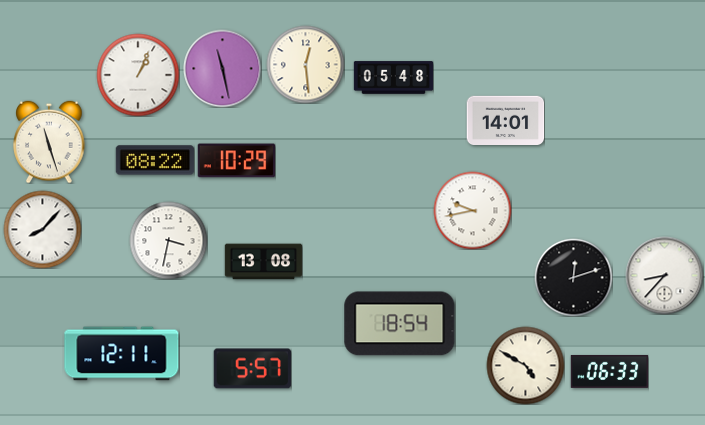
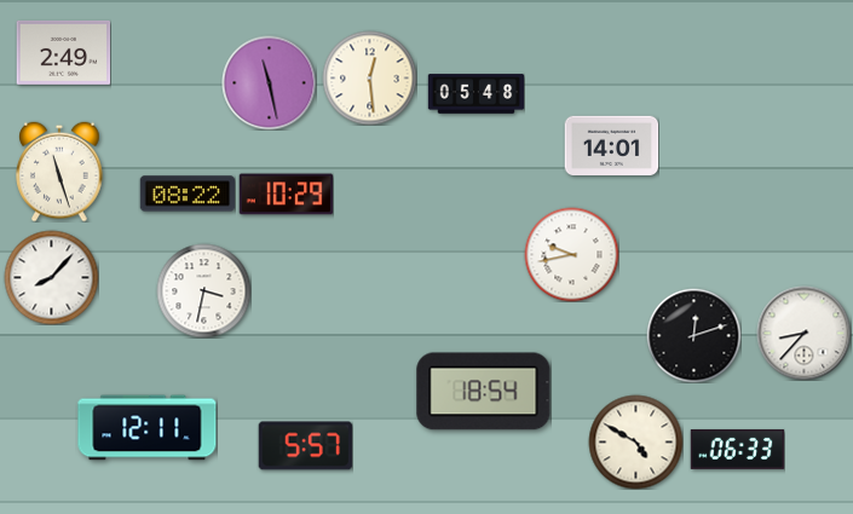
clock at (63, 52): none -> 2:49
clock at (138, 75): 1:04 -> none
clock at (263, 262): 13:08 -> none
